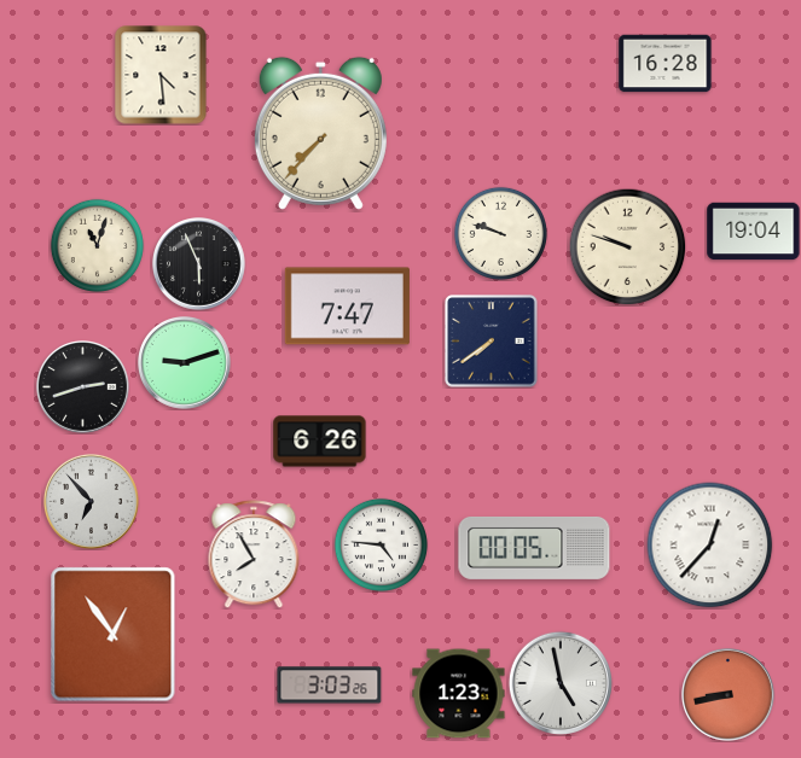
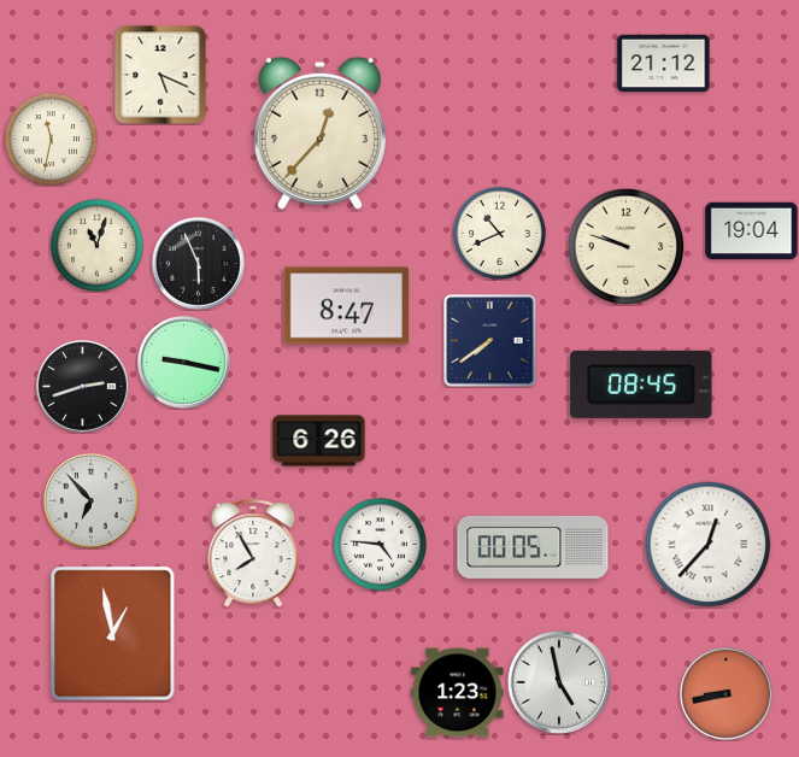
clock at (666, 64): 16:28 -> 21:12
clock at (161, 75): 4:29 -> 5:19
clock at (320, 133): 7:37 -> 12:37
clock at (51, 139): none -> 11:32
clock at (500, 233): 9:48 -> 10:41
clock at (347, 307): 7:47 -> 8:47
clock at (185, 363): 9:12 -> 9:17
clock at (641, 385): none -> 08:45
clock at (114, 635): 12:54 -> 12:58
clock at (330, 686): 3:03 -> none
